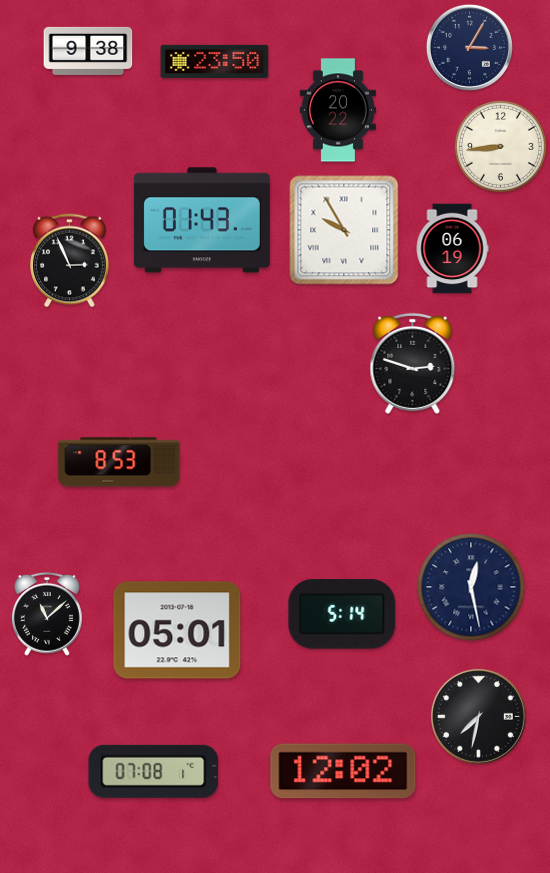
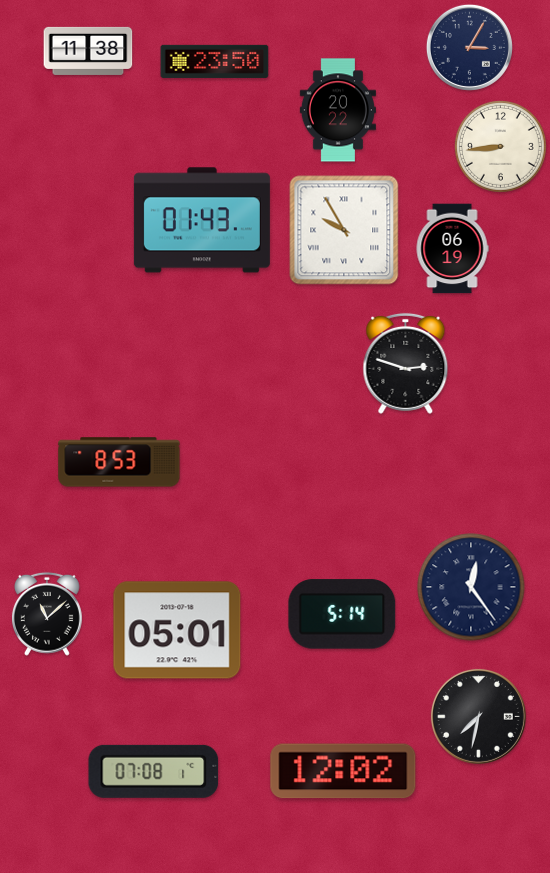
clock at (88, 51): 9:38 -> 11:38
clock at (70, 261): 2:56 -> none
clock at (413, 363) position: (413, 363) -> (406, 363)
clock at (471, 587): 12:28 -> 12:24
